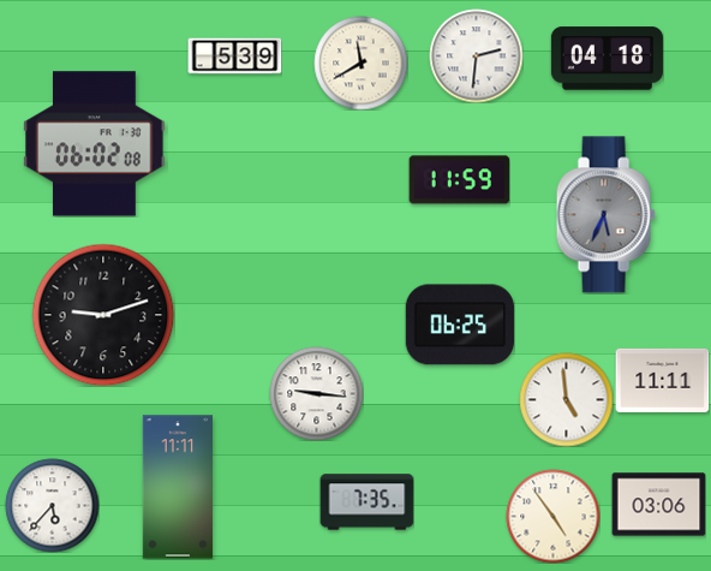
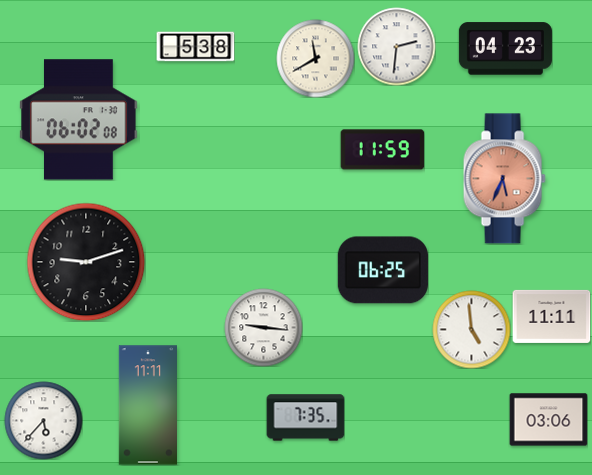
clock at (234, 56): 5:39 -> 5:38
clock at (607, 59): 04:18 -> 04:23
clock at (360, 63) position: (360, 63) -> (315, 58)
clock at (605, 215) dial: grey -> salmon
clock at (566, 399) position: (566, 399) -> (471, 329)
clock at (552, 516): 4:54 -> none
